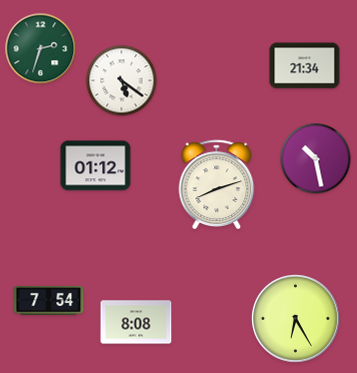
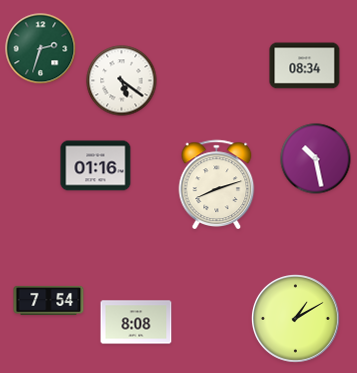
clock at (305, 66): 21:34 -> 08:34
clock at (96, 166): 01:12 -> 01:16
clock at (296, 319): 6:25 -> 1:10
